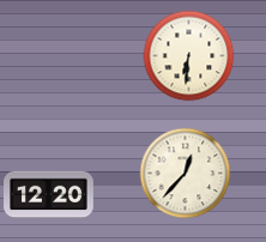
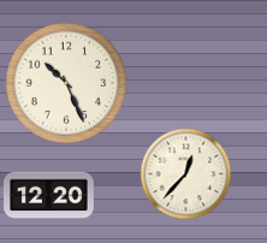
clock at (189, 56): 6:31 -> none
clock at (66, 83): none -> 10:26
